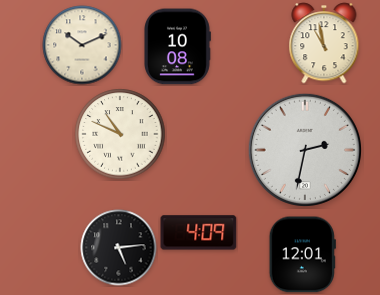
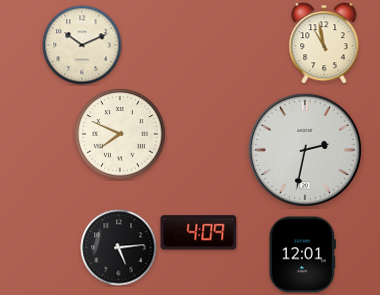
clock at (178, 47): 10:08 -> none
clock at (120, 134): 10:49 -> 7:49
